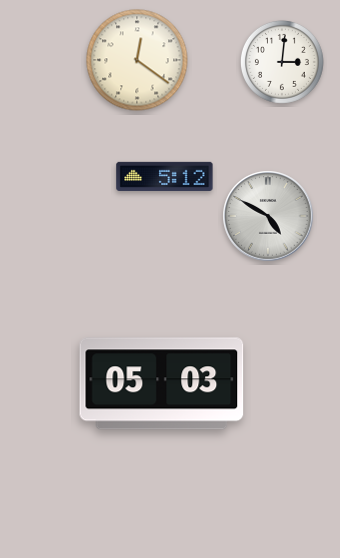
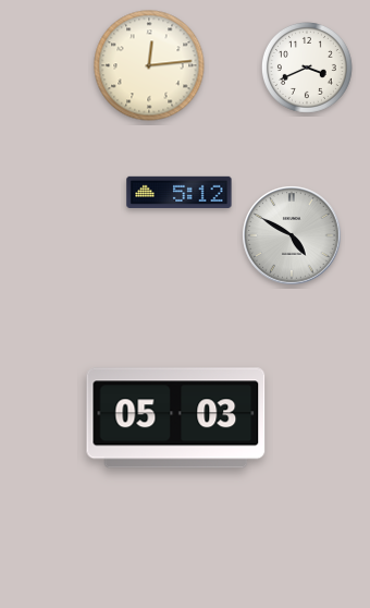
clock at (137, 60): 12:21 -> 12:14
clock at (282, 62): 3:01 -> 3:41
